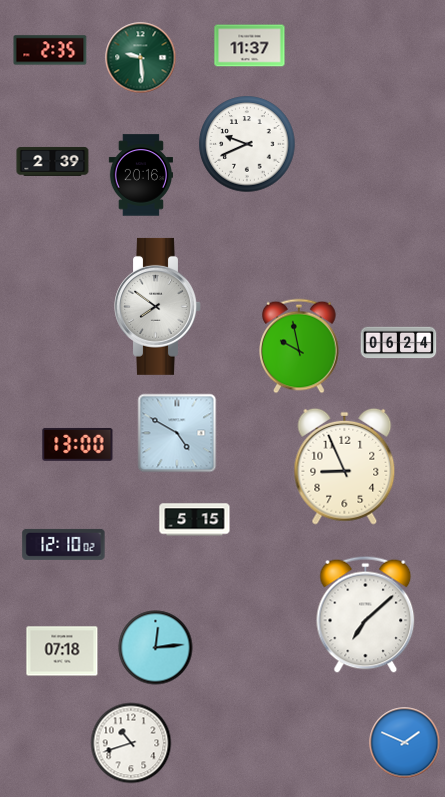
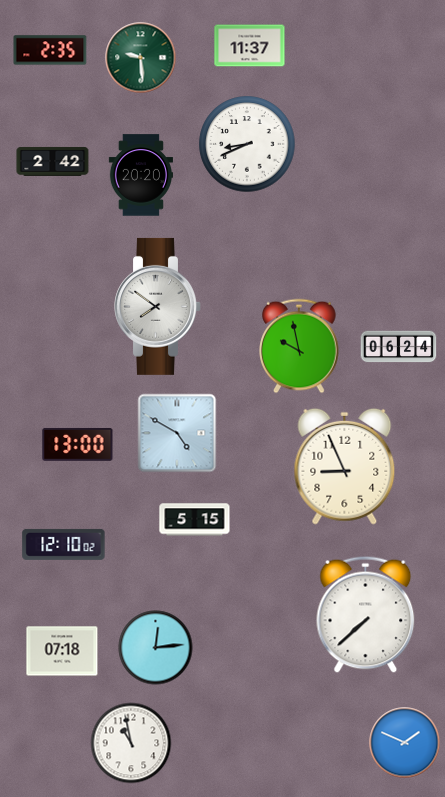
clock at (247, 144): 9:41 -> 8:41
clock at (53, 161): 2:39 -> 2:42
clock at (140, 175): 20:16 -> 20:20
clock at (399, 343) position: (399, 343) -> (399, 347)
clock at (366, 614): 7:08 -> 7:38
clock at (131, 743): 10:42 -> 10:58
